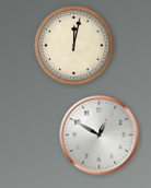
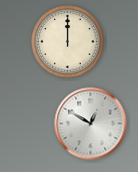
clock at (74, 46): 12:02 -> 12:00
